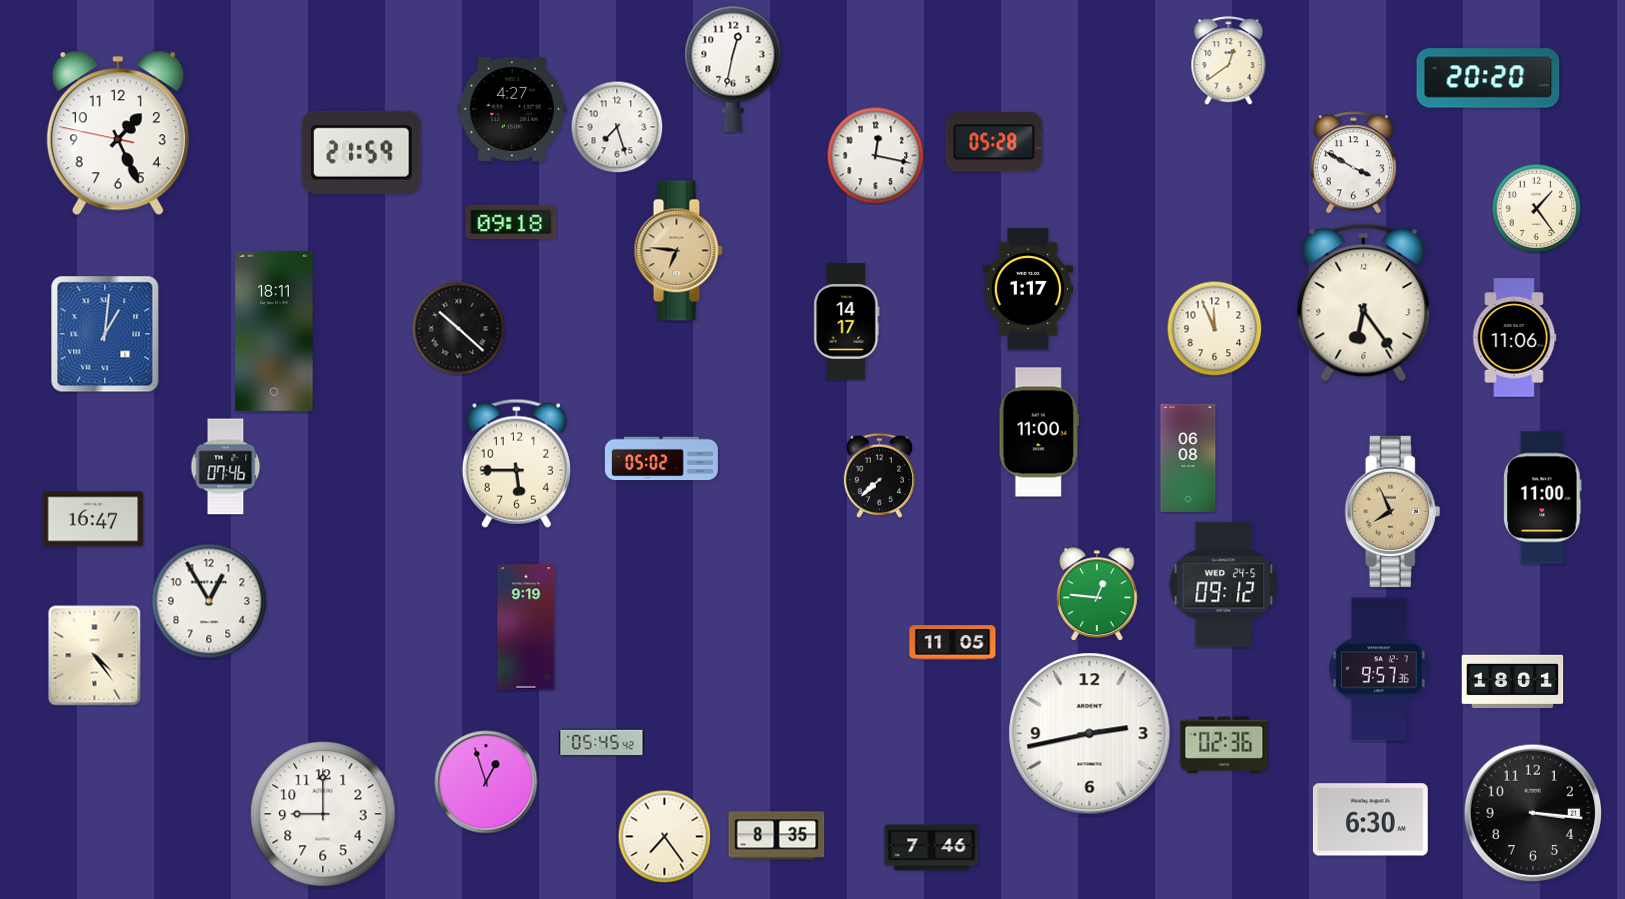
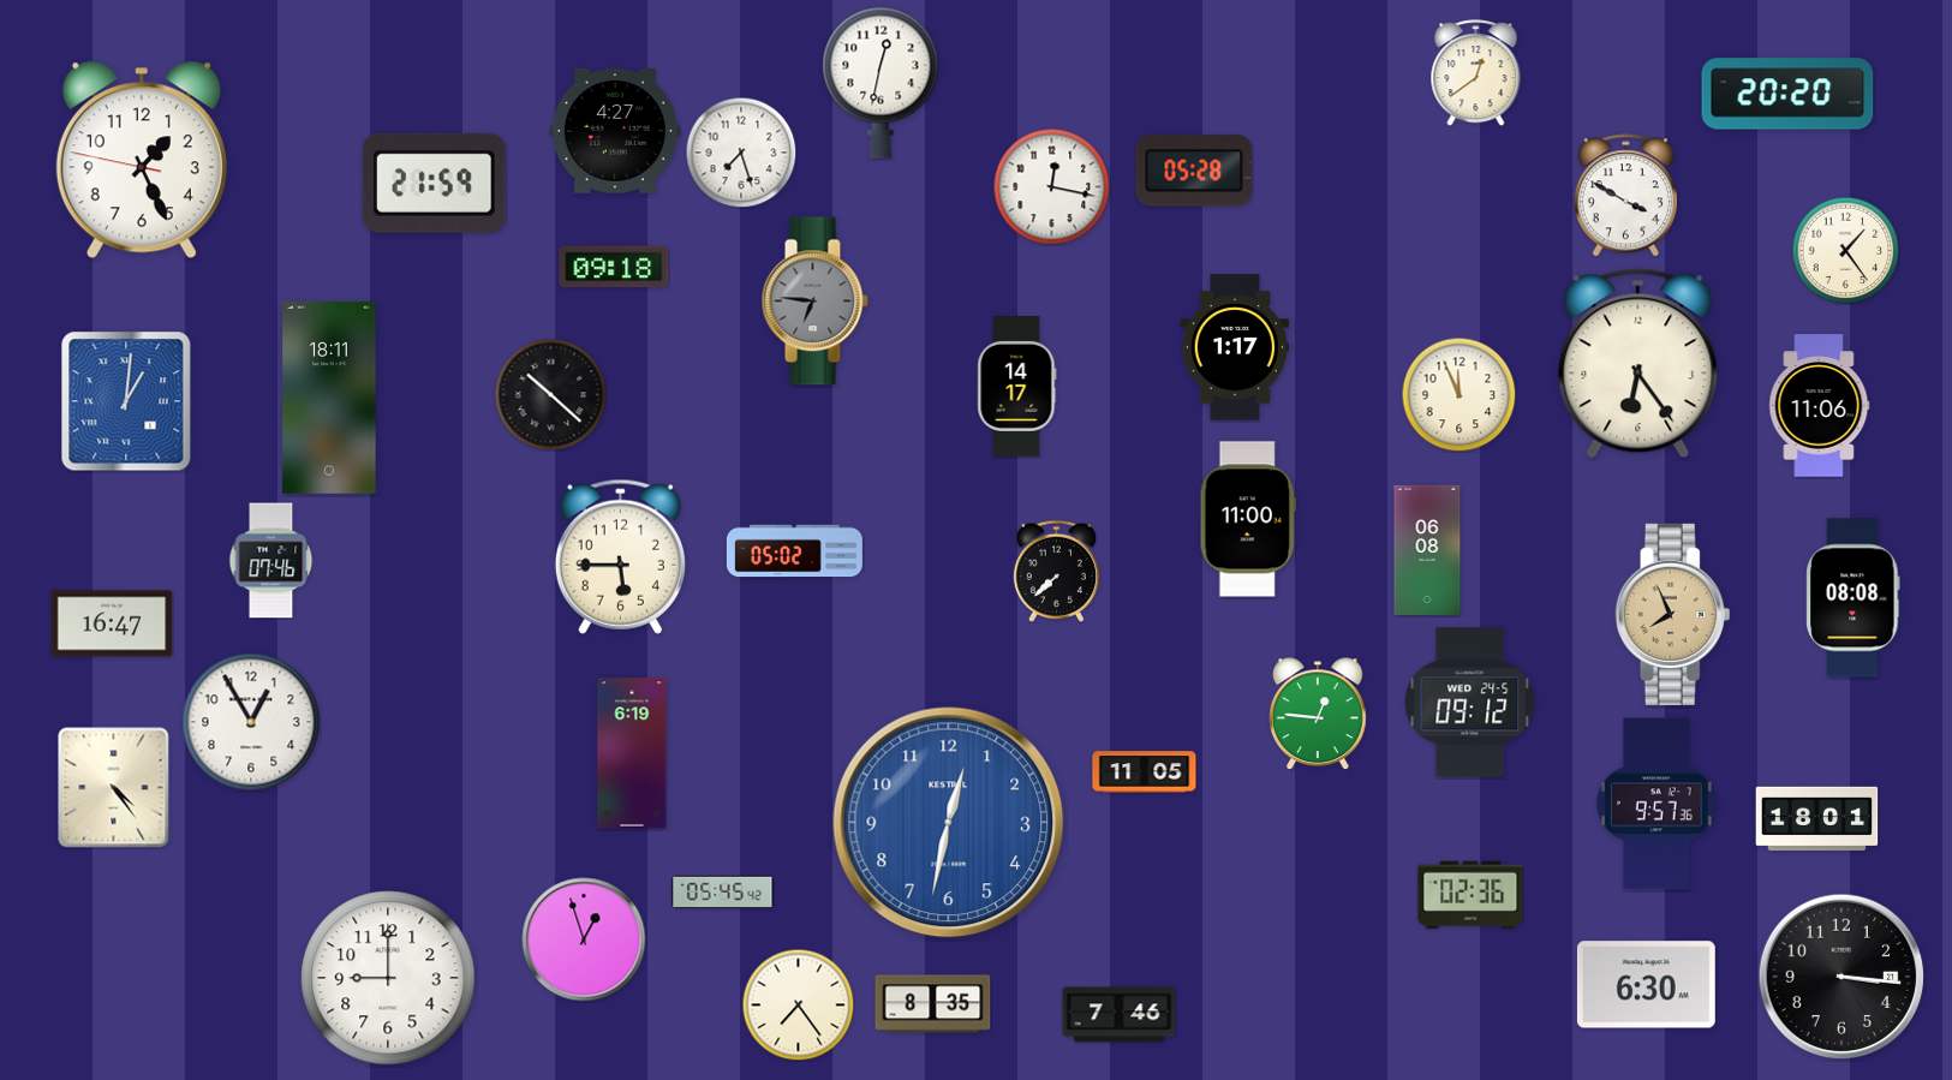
clock at (678, 251) dial: champagne -> grey
clock at (1543, 498): 11:00 -> 08:08
clock at (526, 627): 9:19 -> 6:19
clock at (949, 823): none -> 12:32
clock at (1090, 734): 2:43 -> none
clock at (932, 848) position: (932, 848) -> (1120, 1015)
